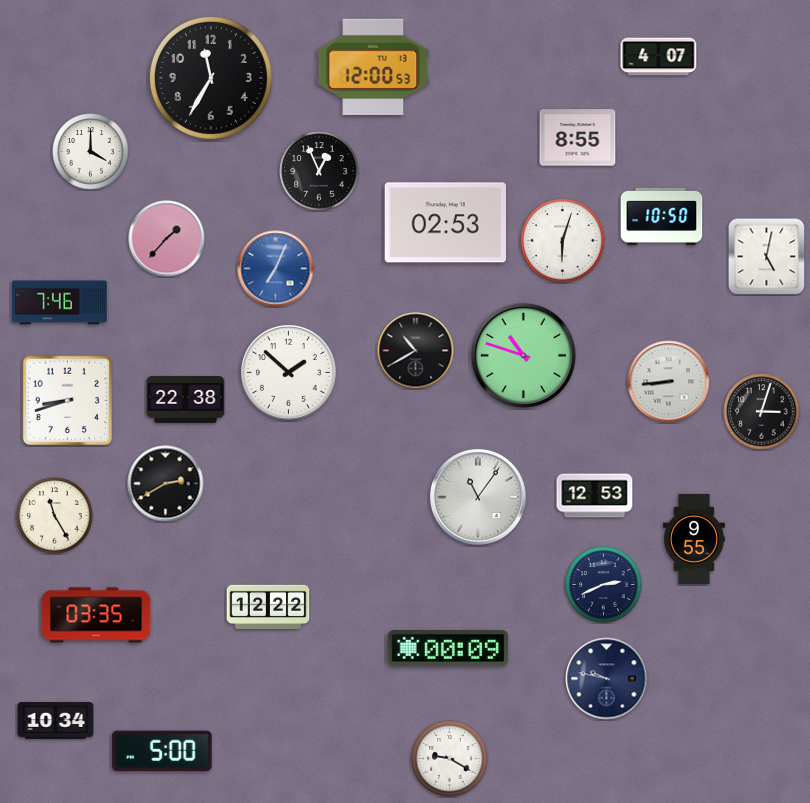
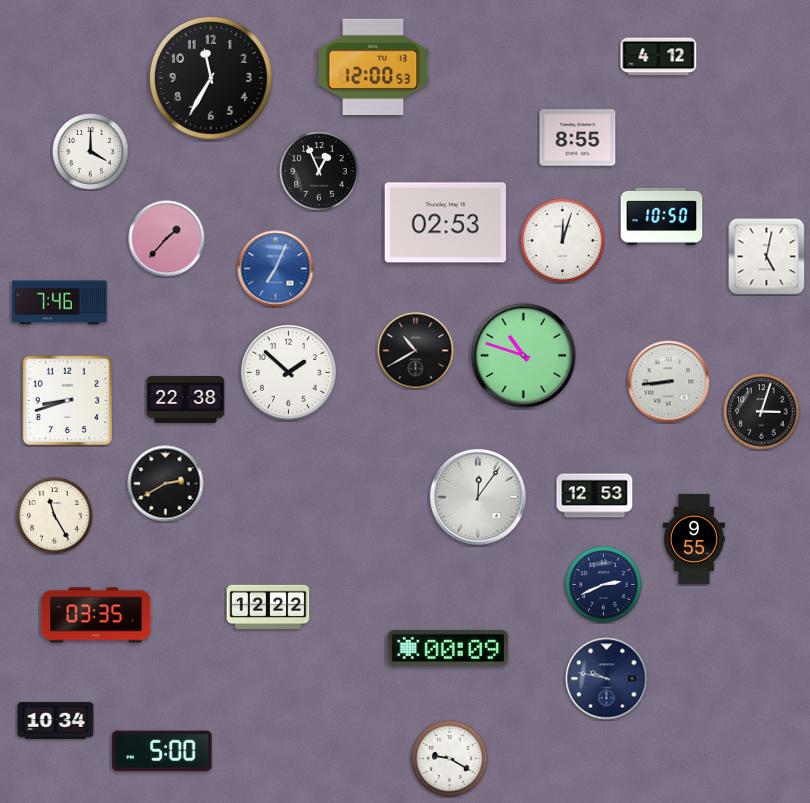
clock at (659, 57): 4:07 -> 4:12
clock at (563, 241): 6:03 -> 12:03
clock at (478, 497): 11:06 -> 12:06
